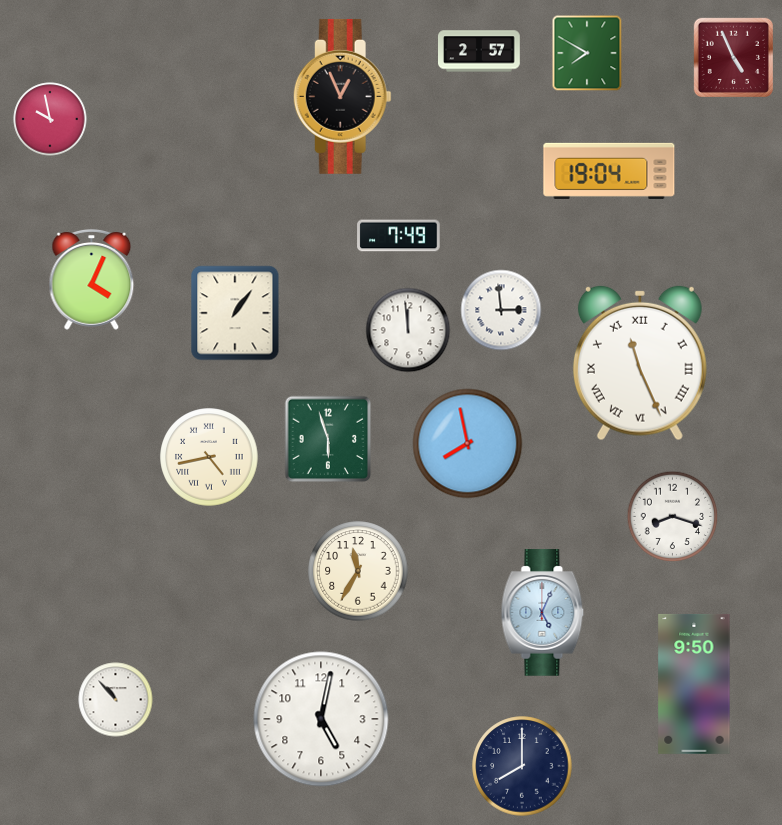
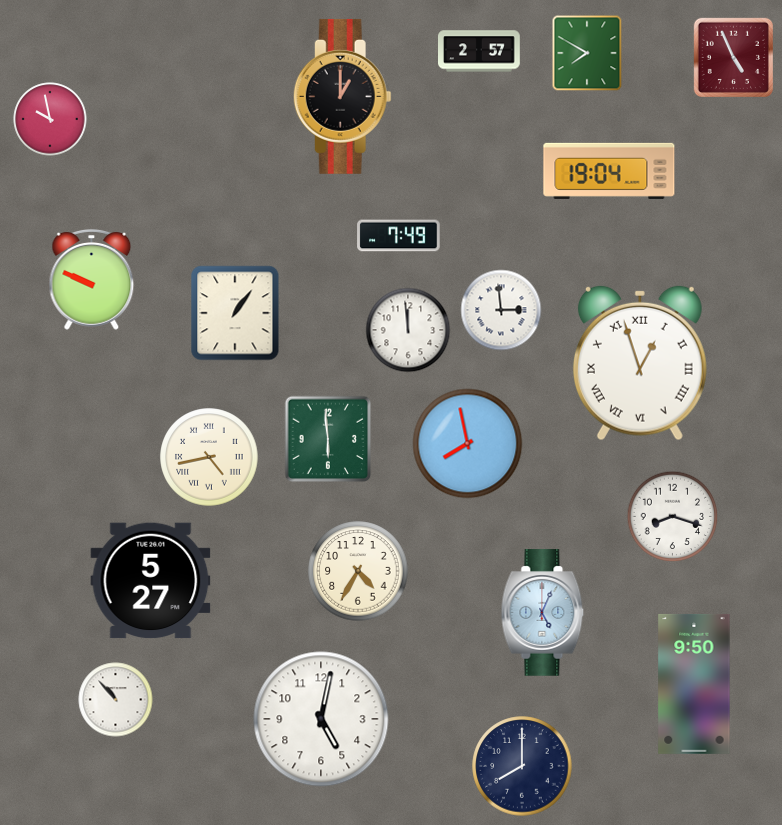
clock at (342, 96): 12:56 -> 1:00
clock at (92, 280): 4:04 -> 9:49
clock at (640, 363): 11:26 -> 12:57
clock at (328, 439): 5:57 -> 5:59
clock at (358, 571): 11:35 -> 4:35
clock at (151, 581): none -> 5:27
